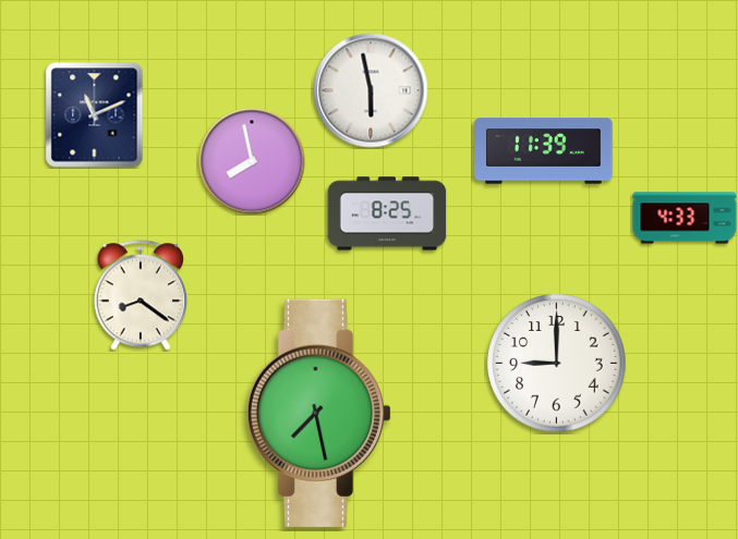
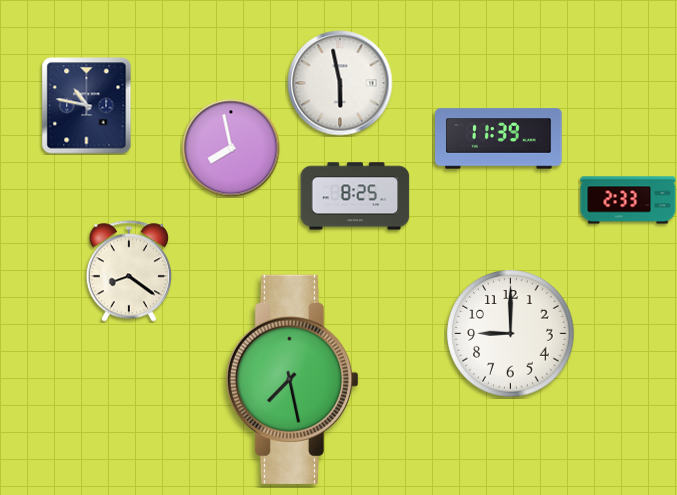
clock at (95, 115): 11:11 -> 10:47
clock at (685, 218): 4:33 -> 2:33
